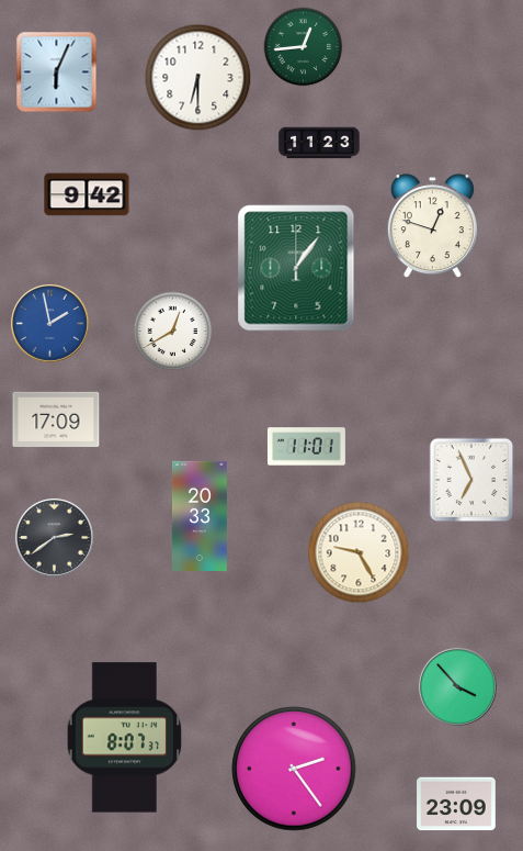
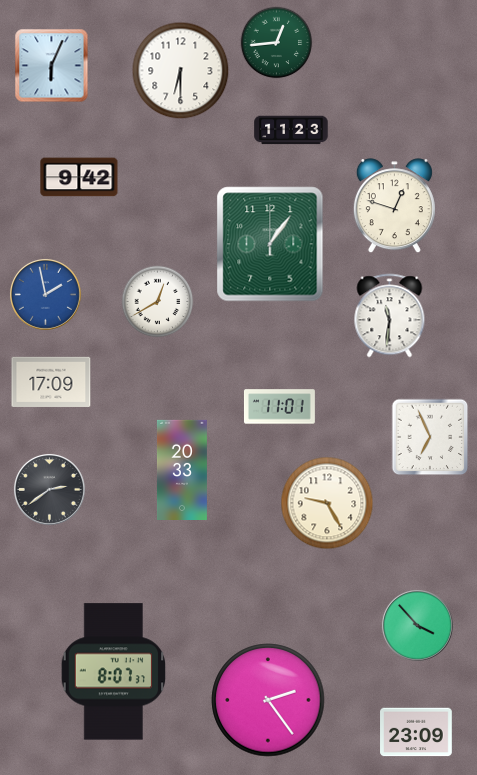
clock at (390, 316): none -> 11:31
